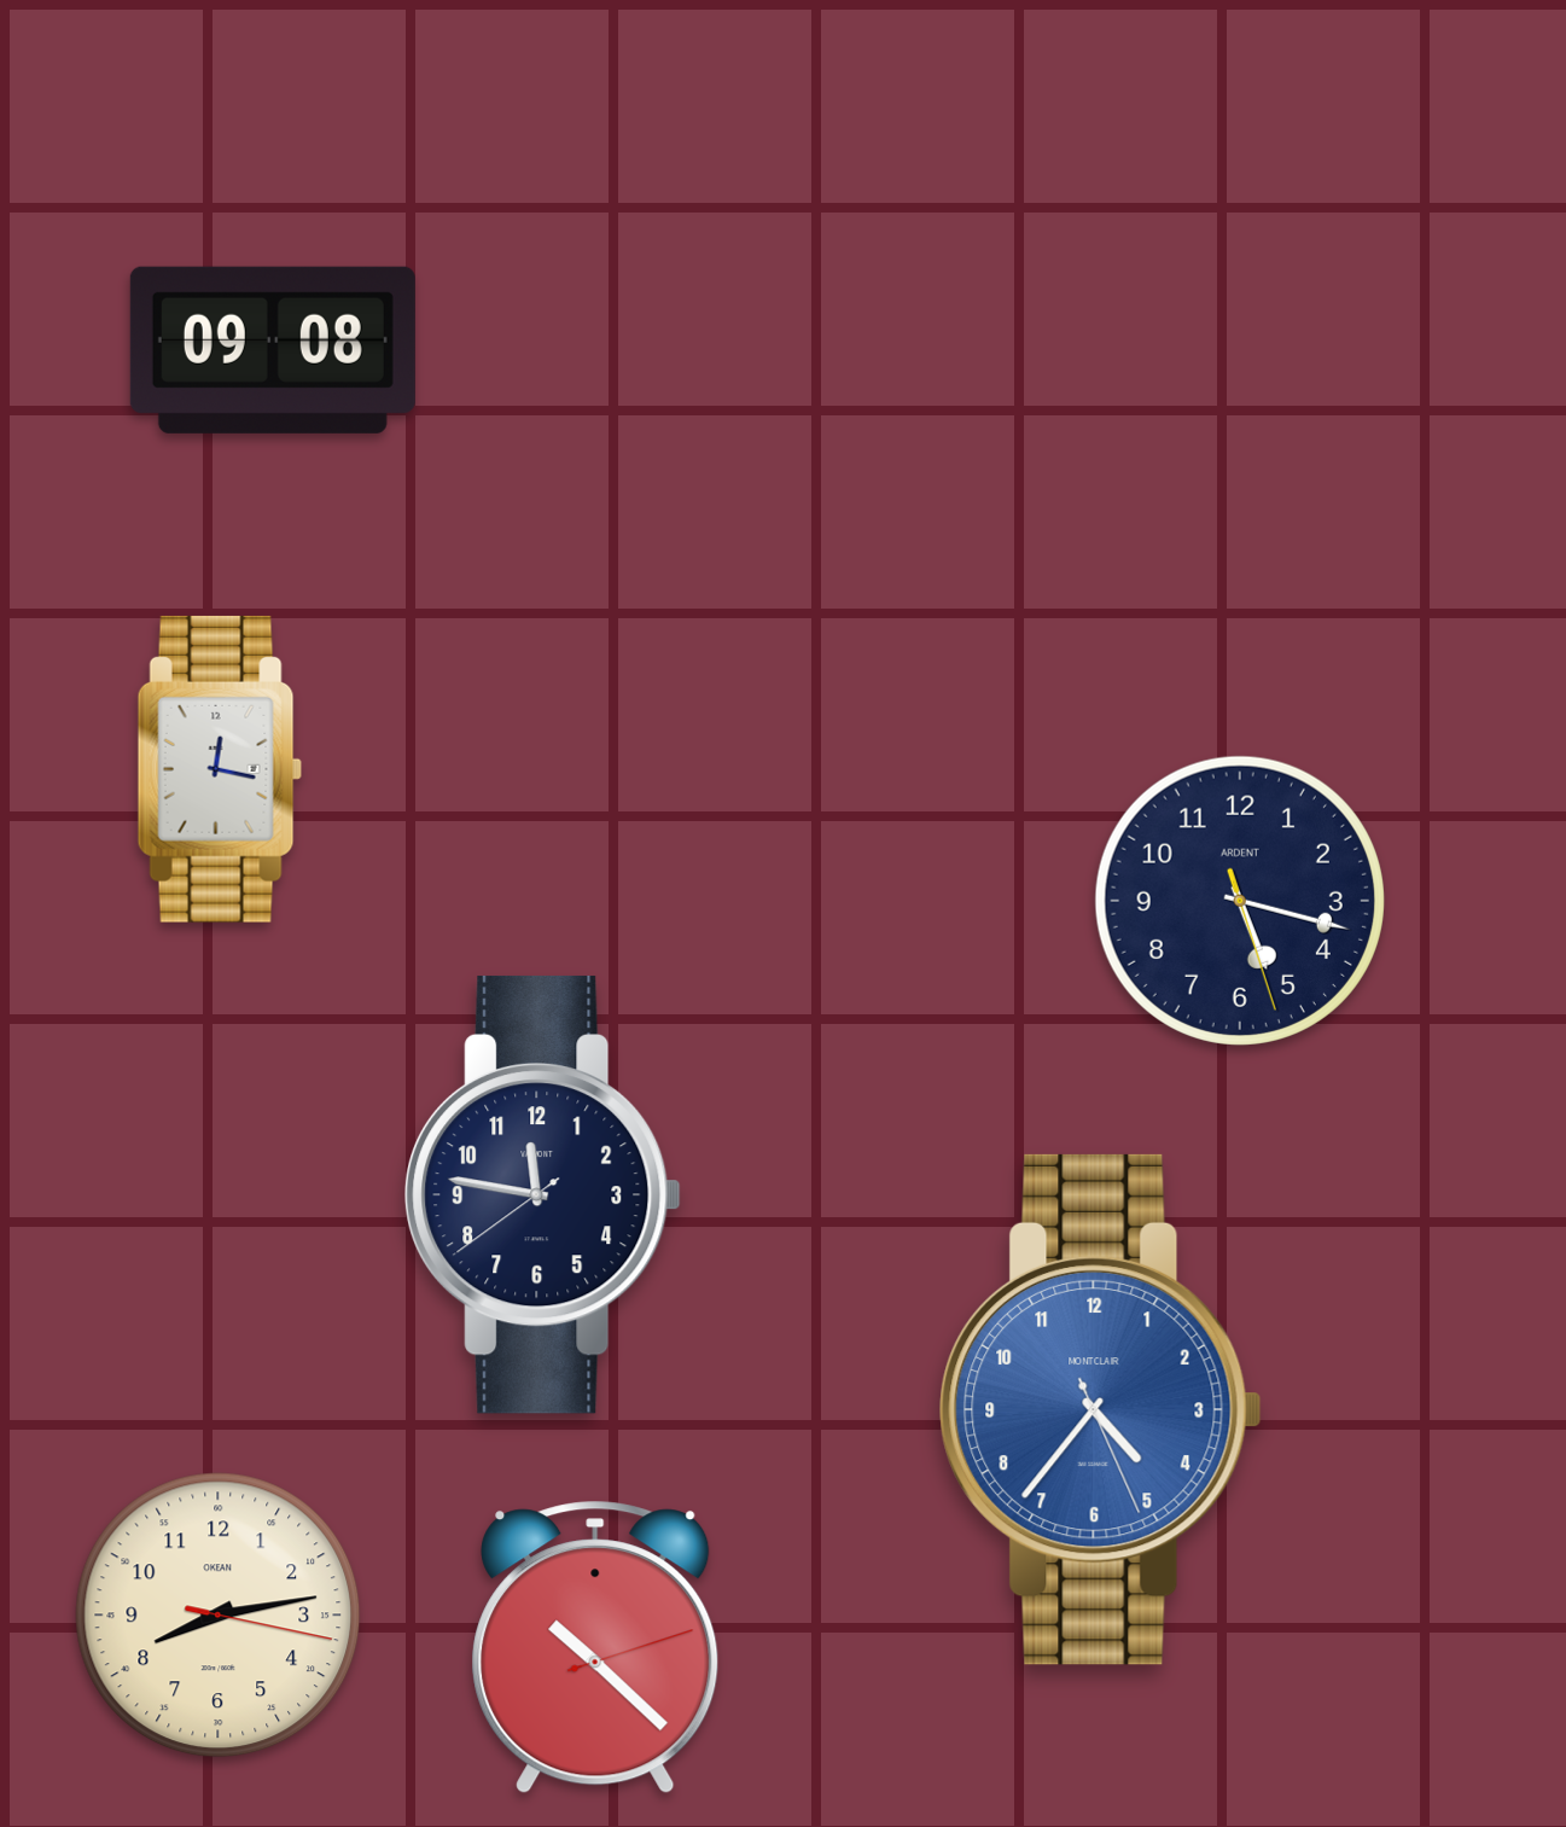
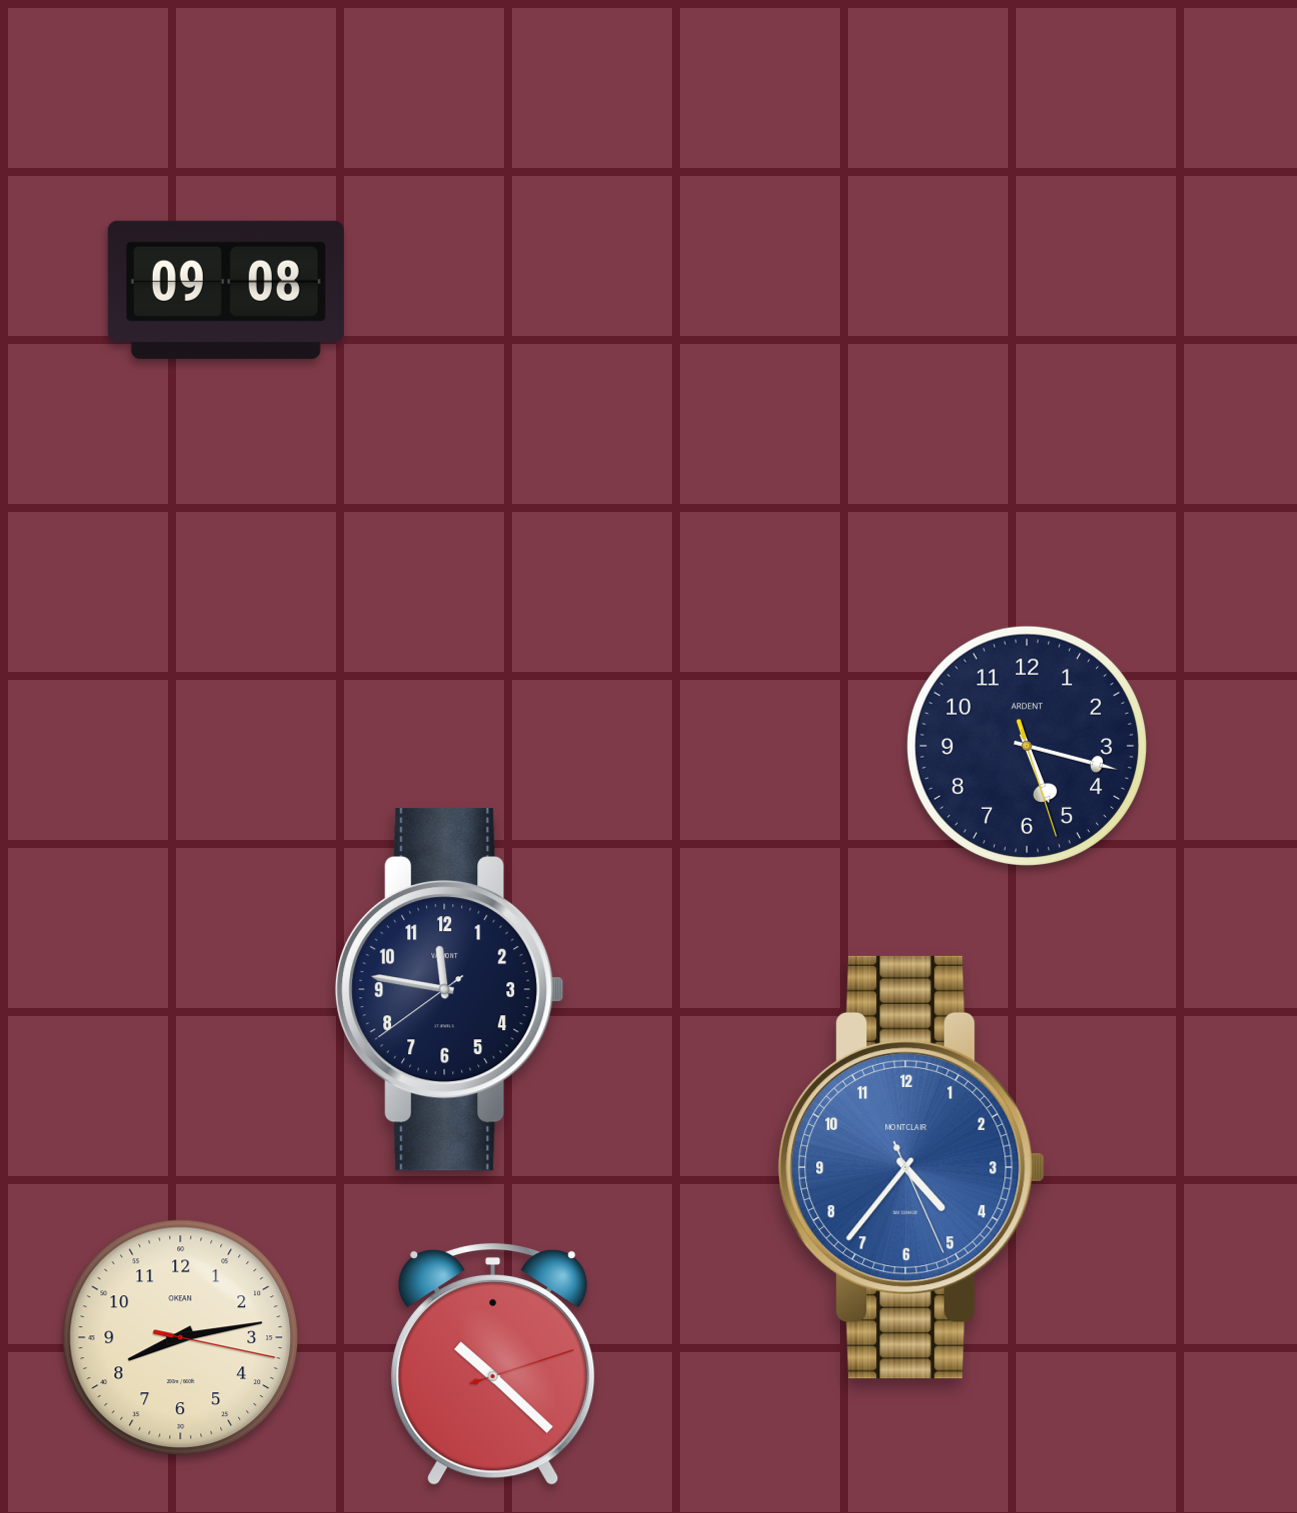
clock at (220, 769): 12:17 -> none
